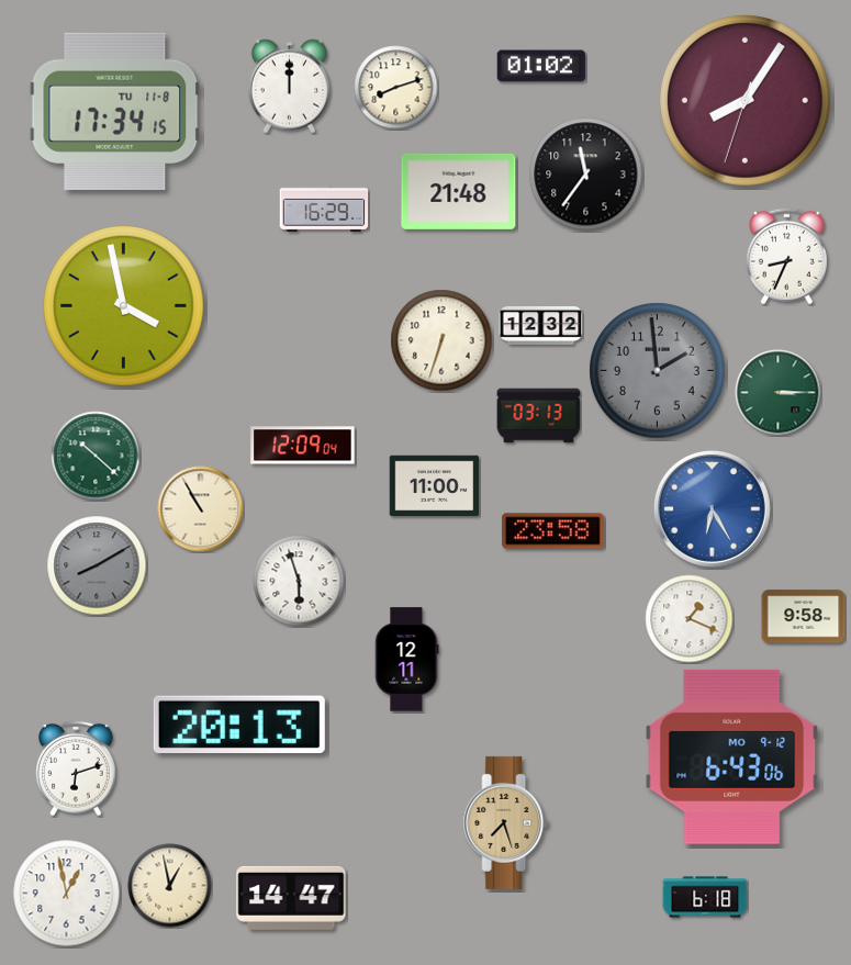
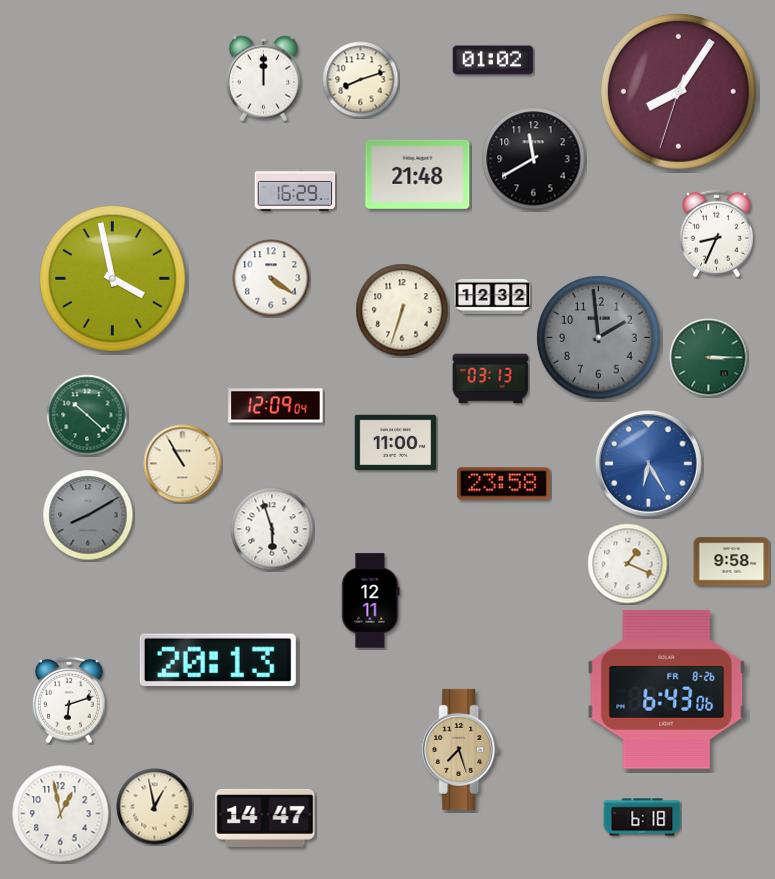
clock at (115, 112): 17:34 -> none
clock at (586, 175): 11:36 -> 11:40
clock at (271, 278): none -> 4:21
clock at (732, 756) date: MO 9-12 -> FR 8-26
